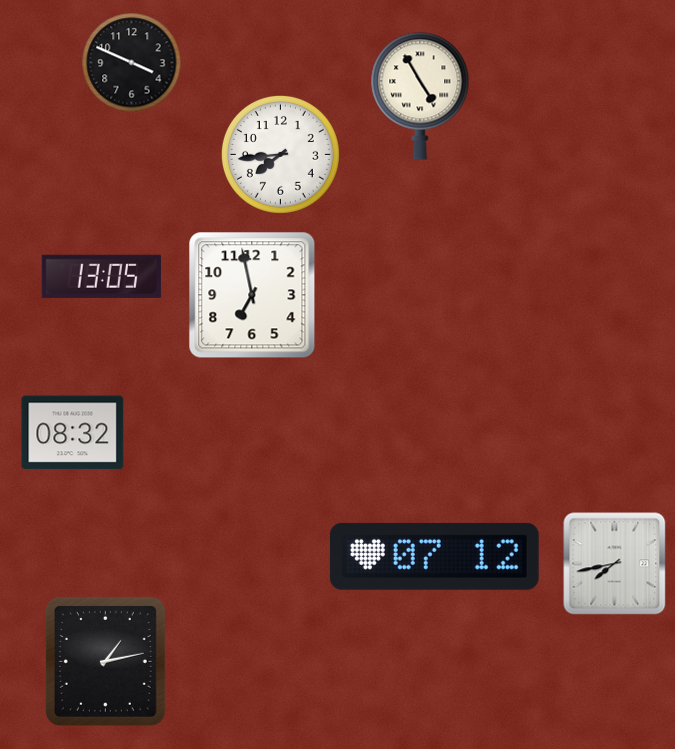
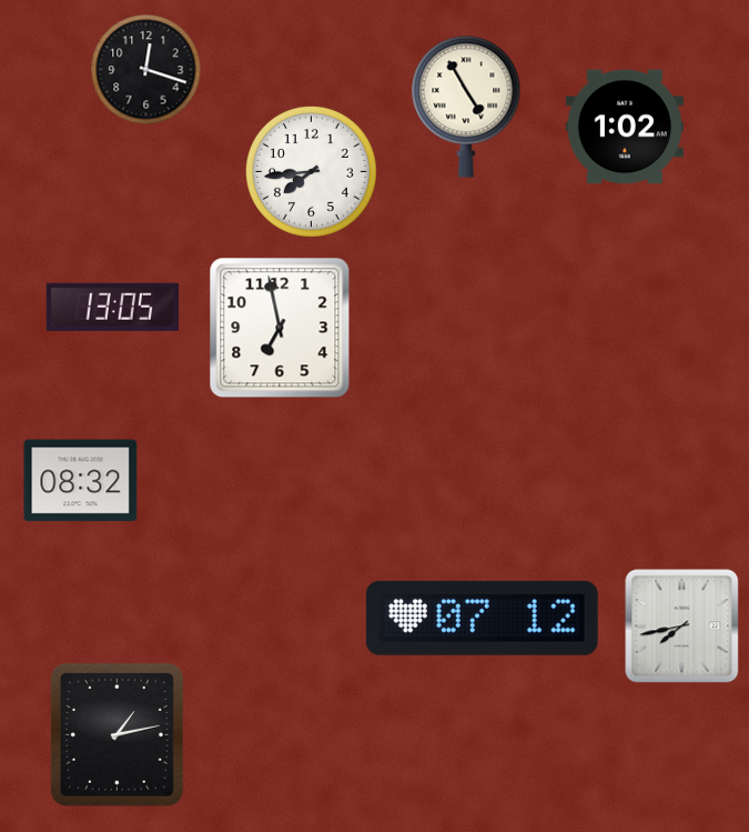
clock at (132, 63): 3:49 -> 12:18
clock at (625, 127): none -> 1:02
